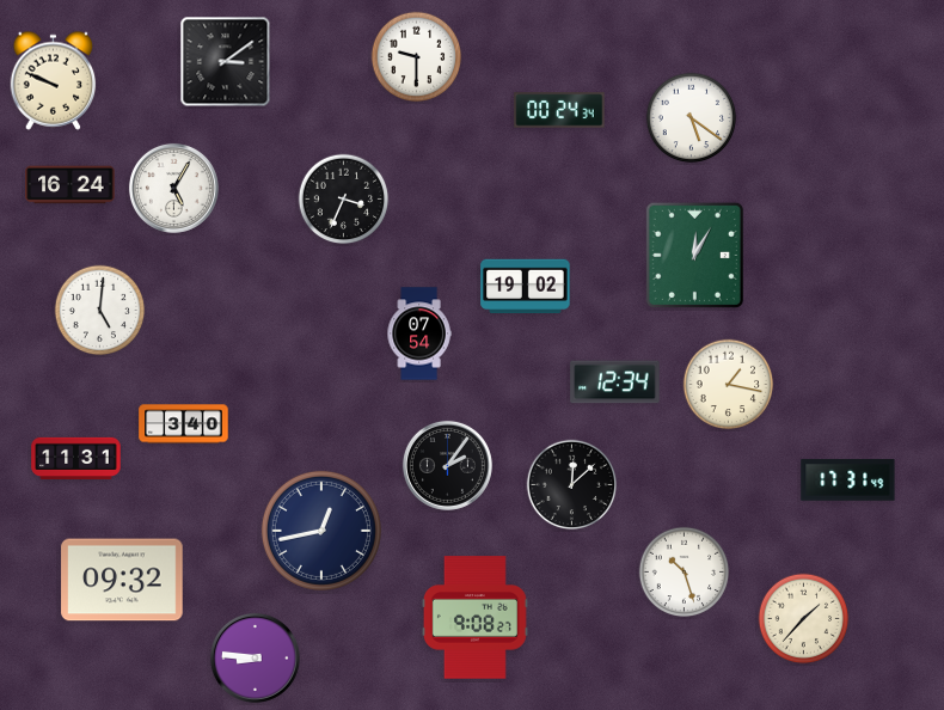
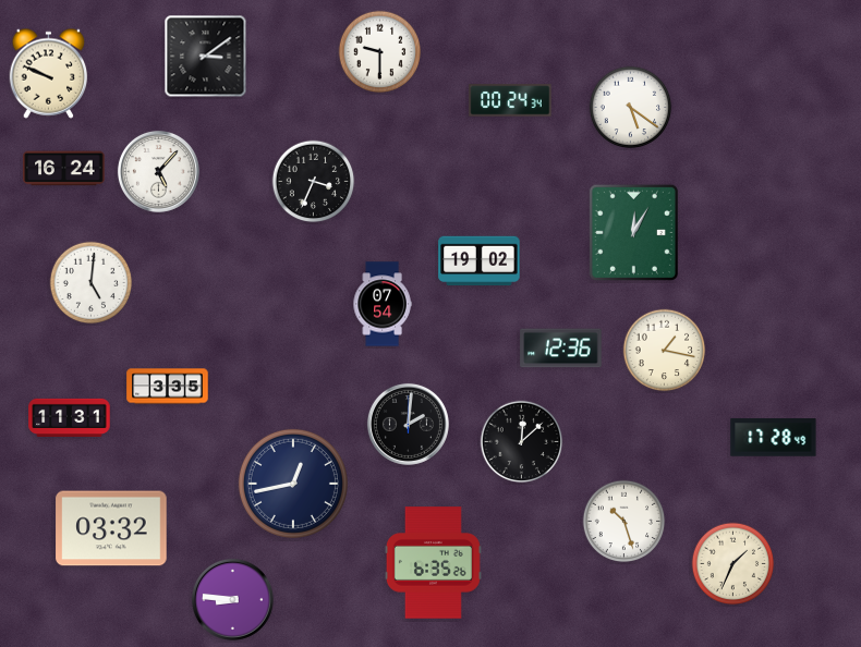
clock at (173, 188): 5:05 -> 5:07
clock at (615, 382): 12:34 -> 12:36
clock at (184, 424): 3:40 -> 3:35
clock at (447, 465): 2:06 -> 2:01
clock at (848, 481): 17:31 -> 17:28
clock at (122, 580): 09:32 -> 03:32
clock at (474, 618): 9:08 -> 6:35
clock at (804, 619): 1:37 -> 1:34
